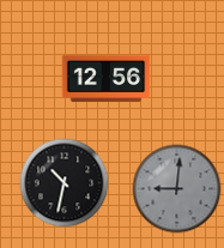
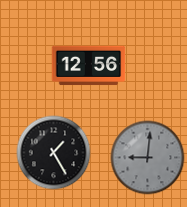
clock at (65, 183): 10:32 -> 1:25
